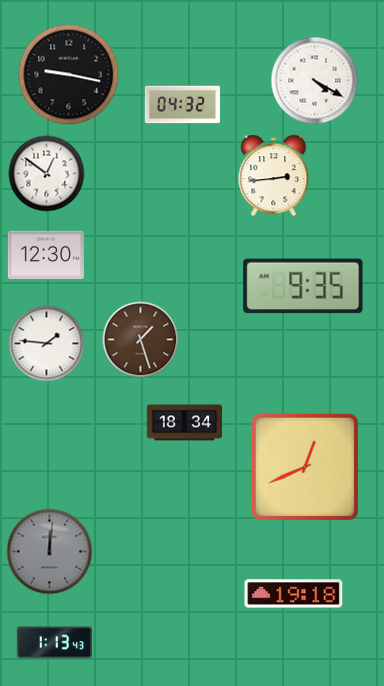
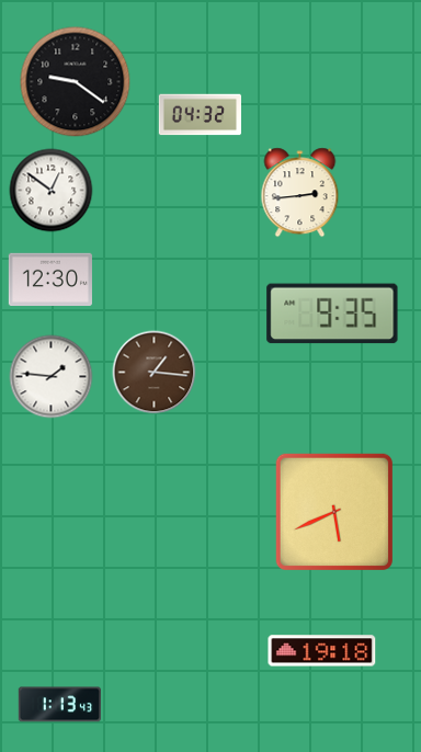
clock at (69, 75): 9:17 -> 9:21
clock at (315, 81): 4:20 -> none
clock at (141, 340): 1:27 -> 1:16
clock at (185, 423): 18:34 -> none
clock at (304, 466): 12:41 -> 5:41
clock at (50, 552): 12:01 -> none
